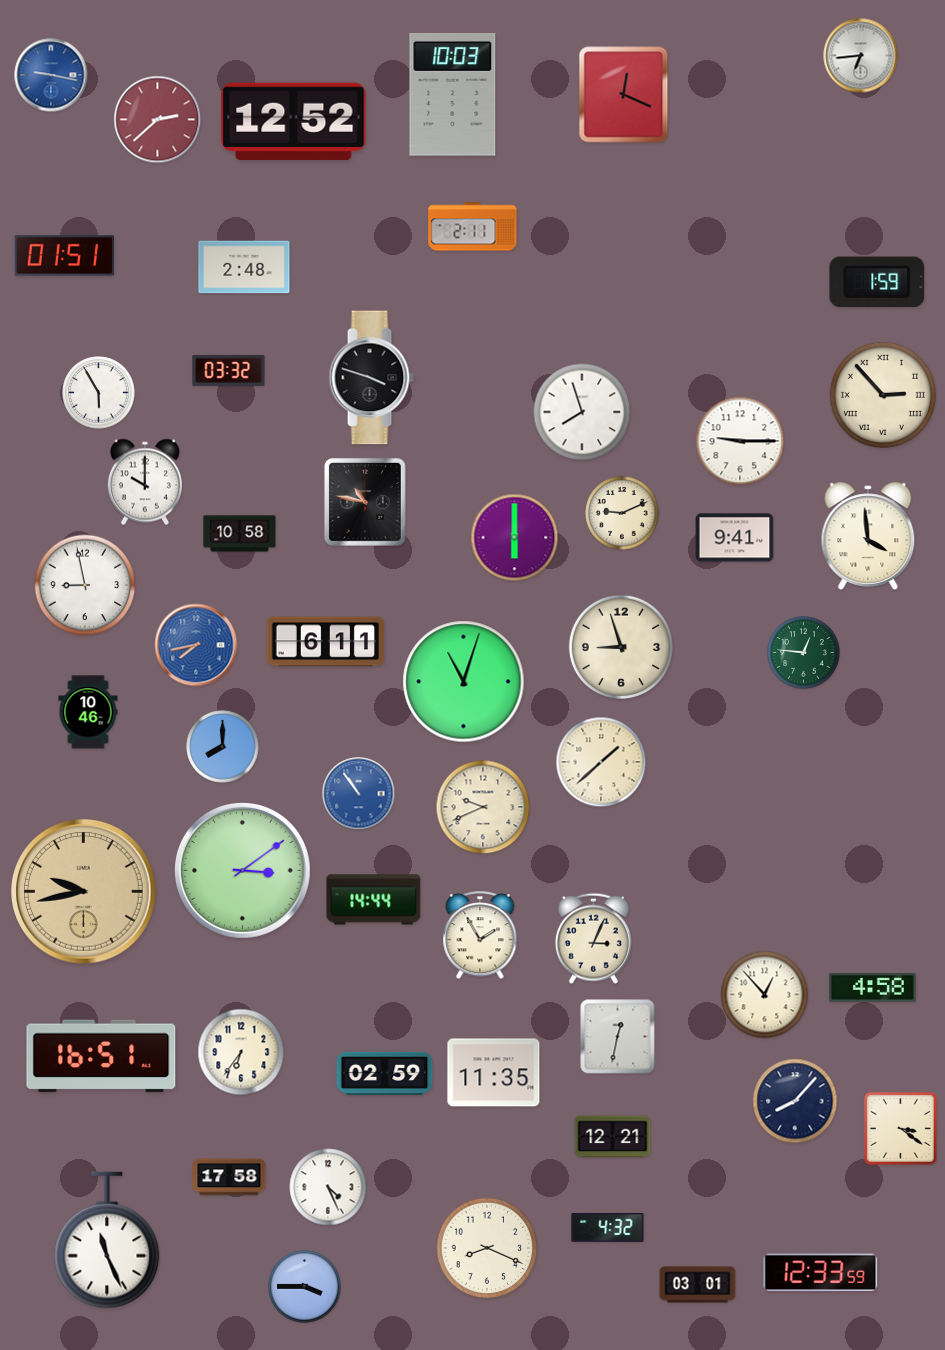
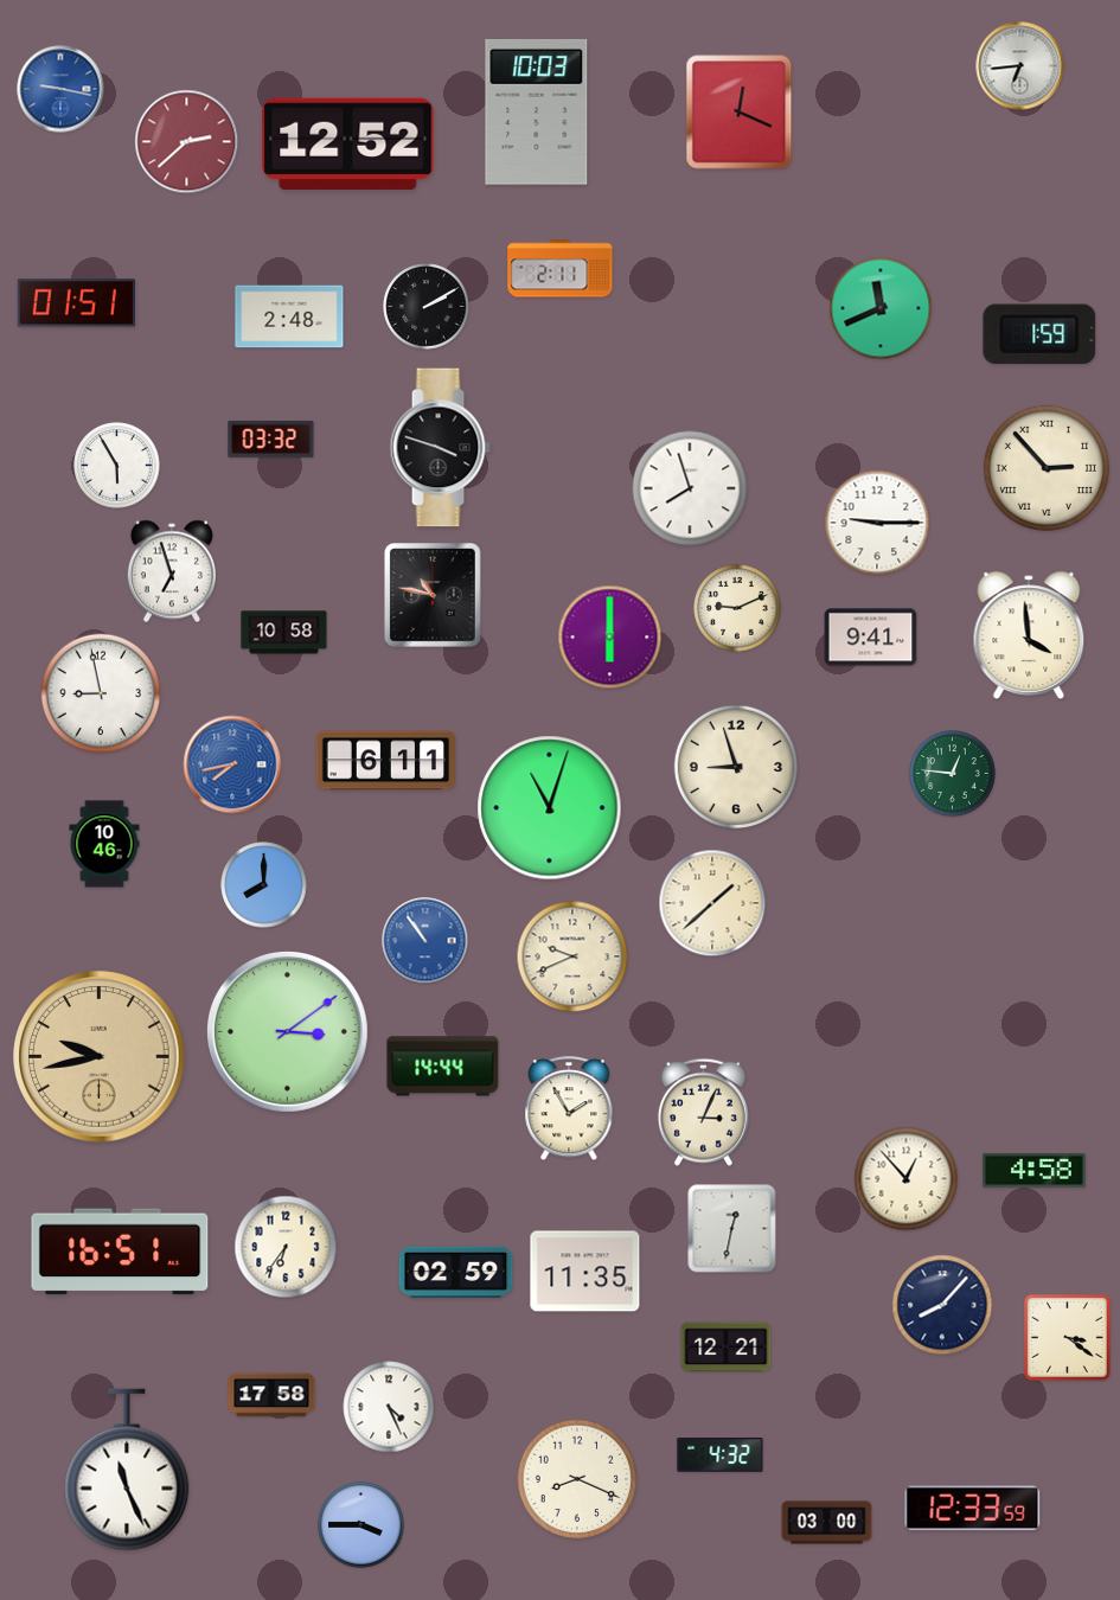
clock at (427, 307): none -> 2:10
clock at (881, 308): none -> 11:41
clock at (145, 482): 10:00 -> 6:57
clock at (698, 1285): 03:01 -> 03:00
